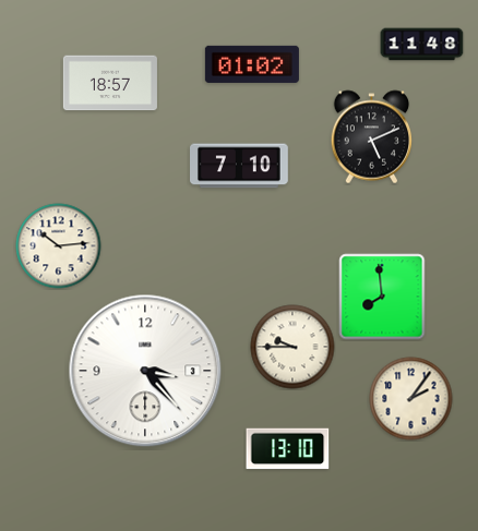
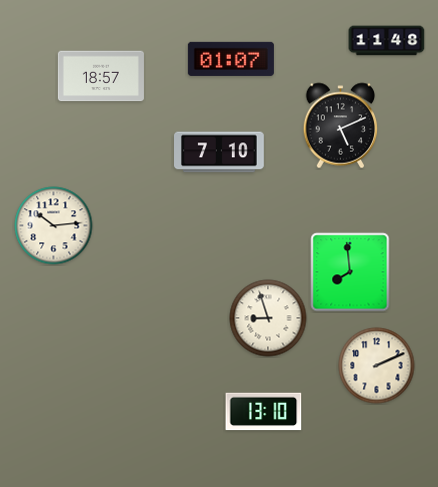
clock at (252, 64): 01:02 -> 01:07
clock at (292, 347): 9:45 -> 8:57
clock at (145, 371): 3:23 -> none
clock at (411, 399): 2:06 -> 2:11
